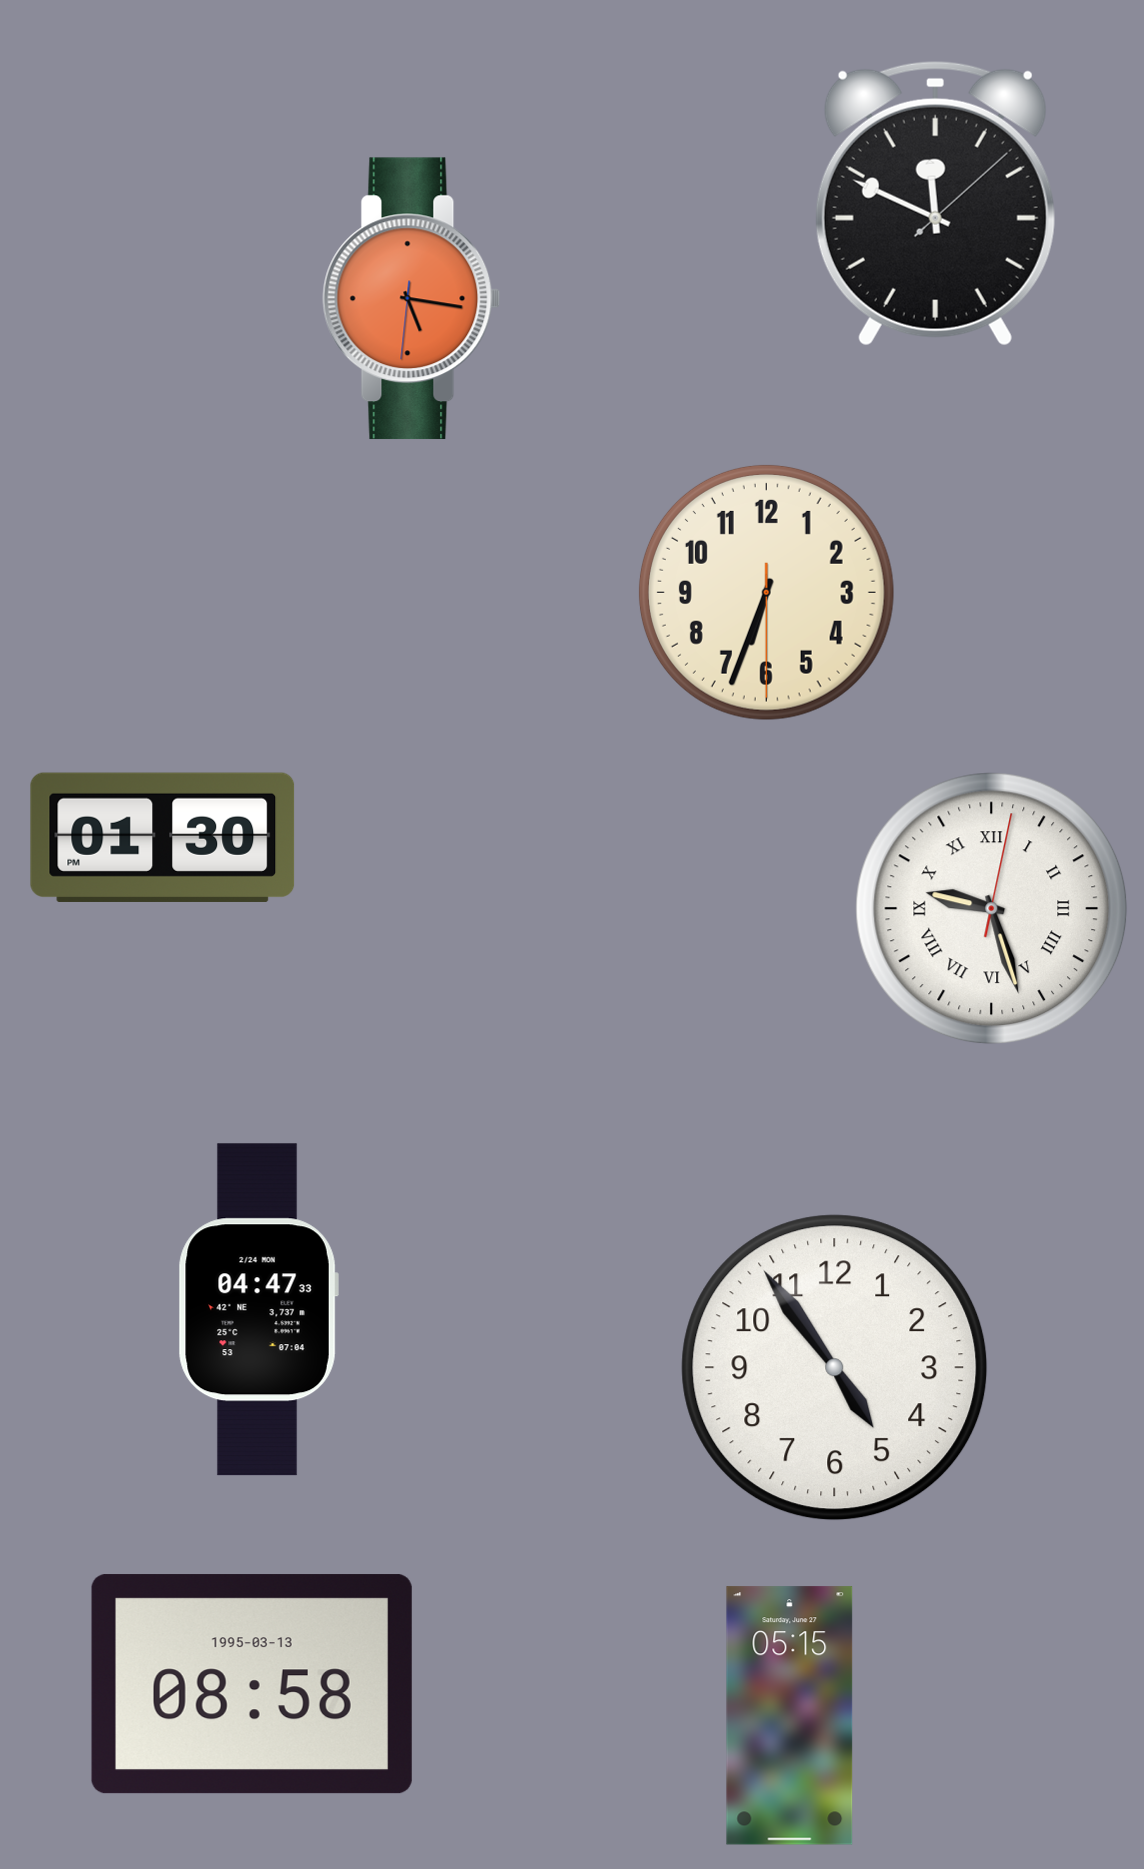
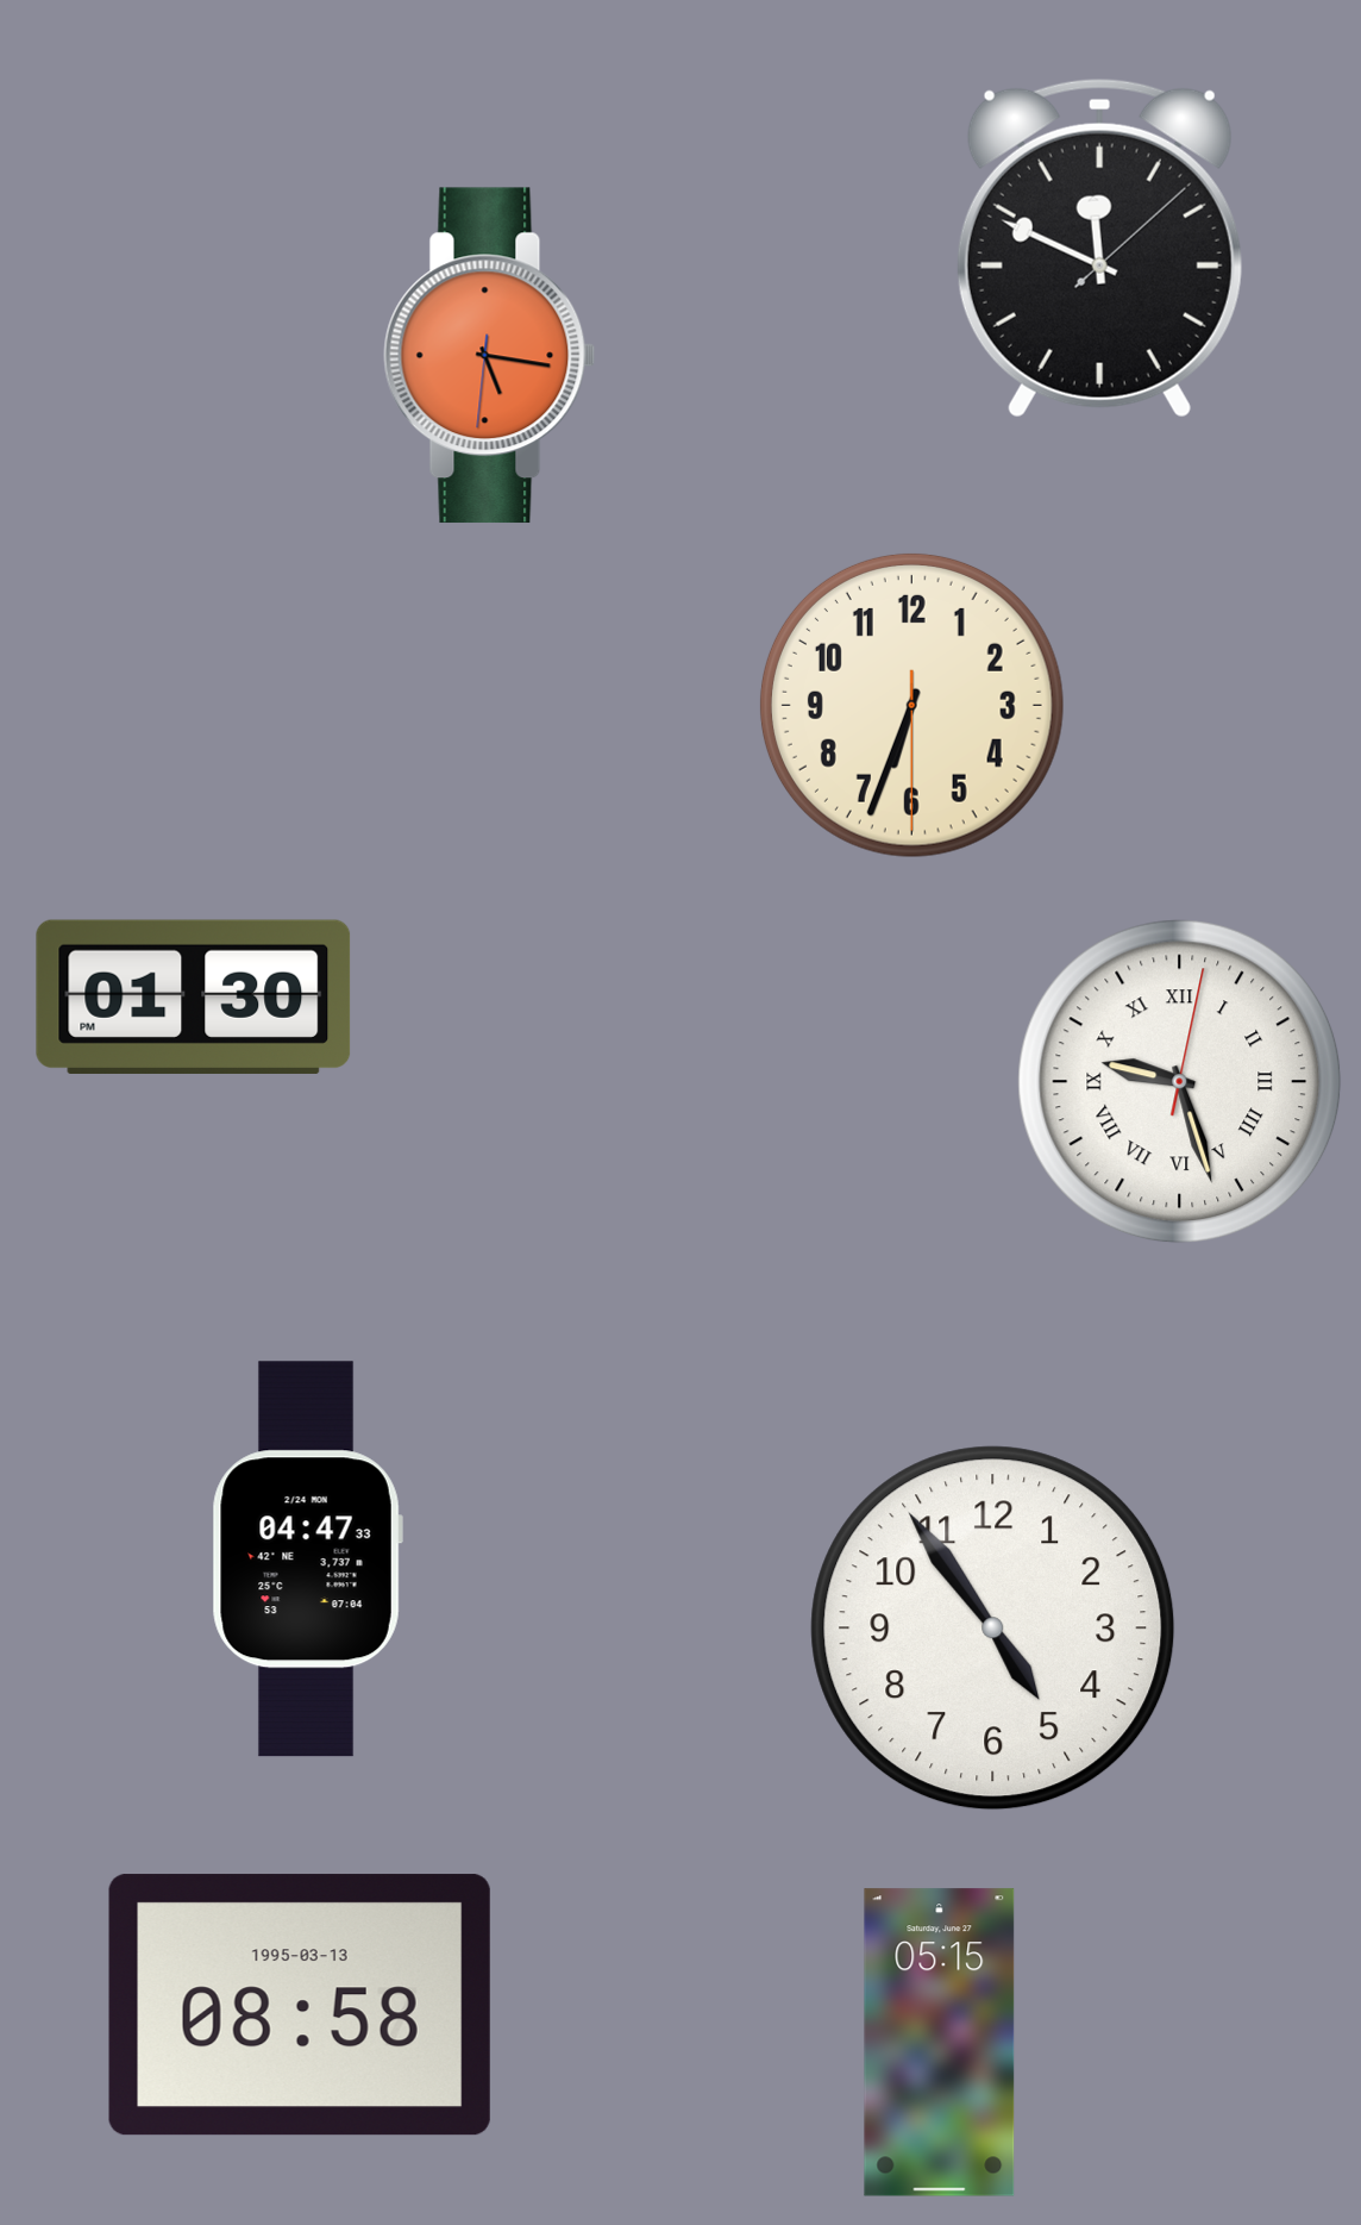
clock at (935, 203) position: (935, 203) -> (1099, 248)
